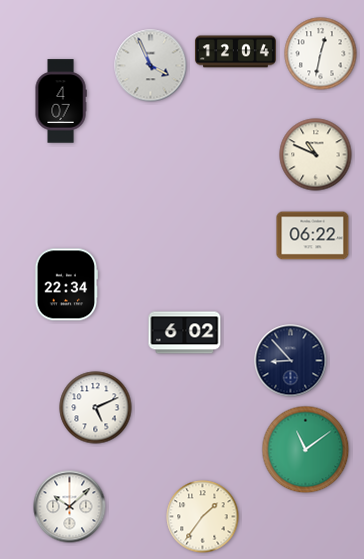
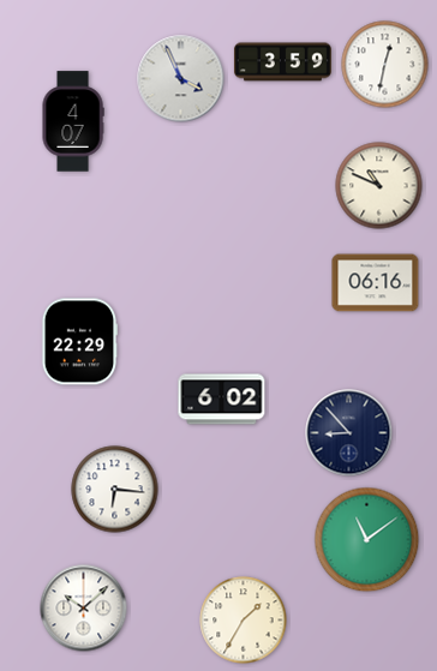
clock at (235, 52): 12:04 -> 3:59
clock at (313, 236): 06:22 -> 06:16
clock at (66, 285): 22:34 -> 22:29
clock at (96, 408): 5:11 -> 6:16
clock at (203, 517): 1:36 -> 1:35
